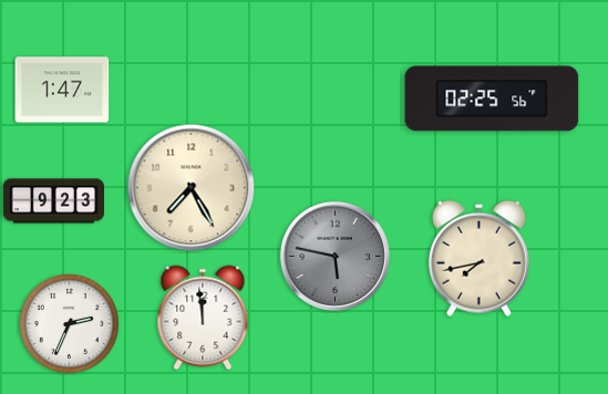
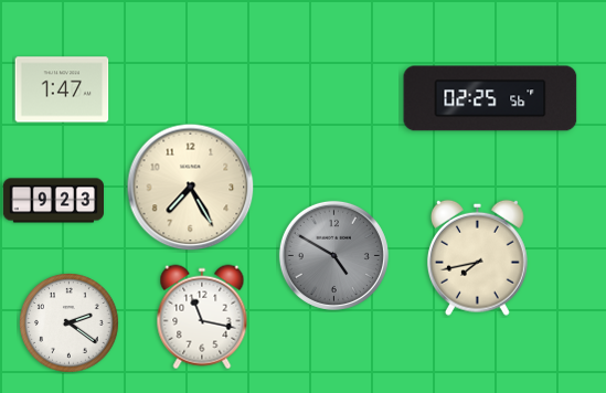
clock at (334, 256): 5:47 -> 4:50
clock at (203, 318): 11:59 -> 11:17
clock at (70, 324): 2:34 -> 2:21
